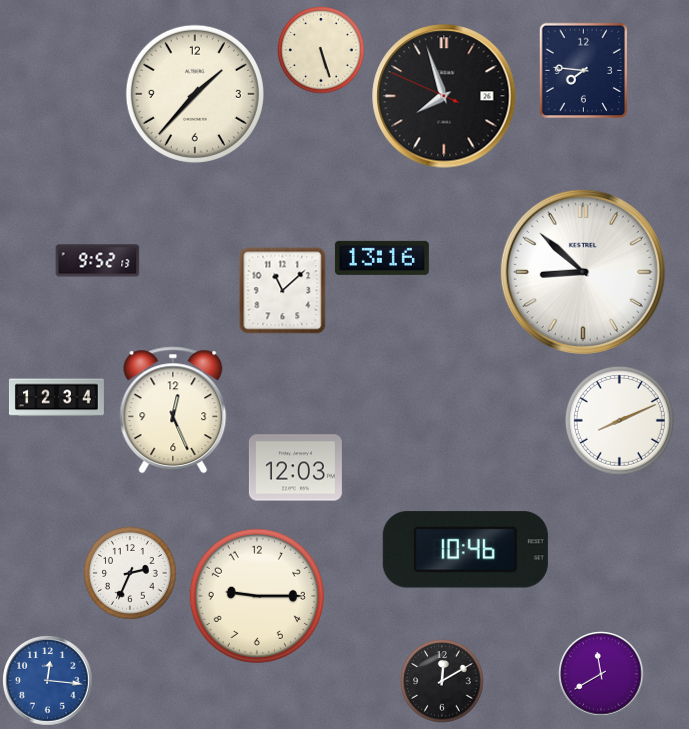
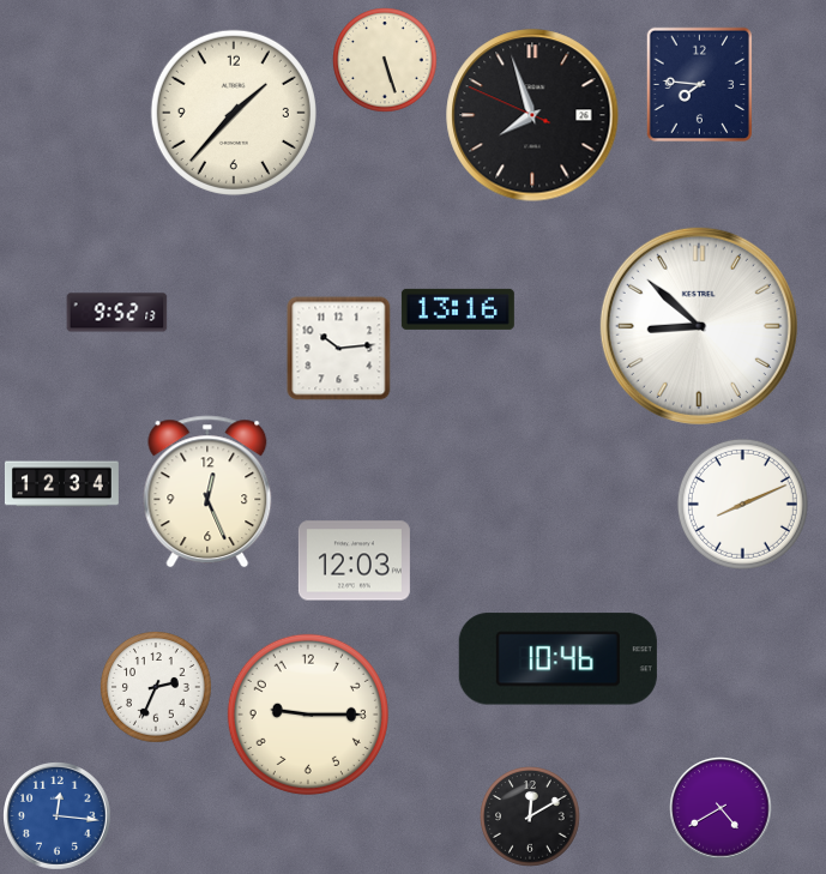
clock at (283, 291): 11:08 -> 10:14
clock at (56, 398) position: (56, 398) -> (61, 484)
clock at (601, 674): 11:40 -> 4:40
